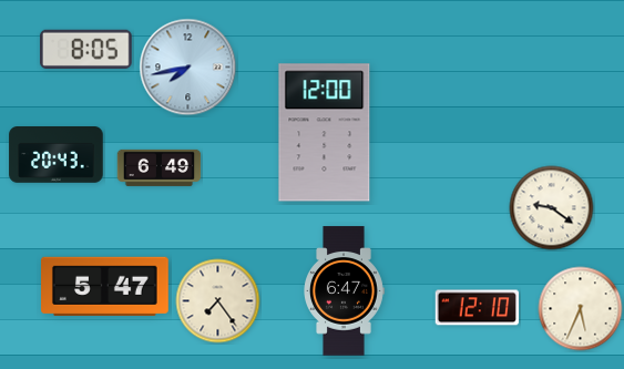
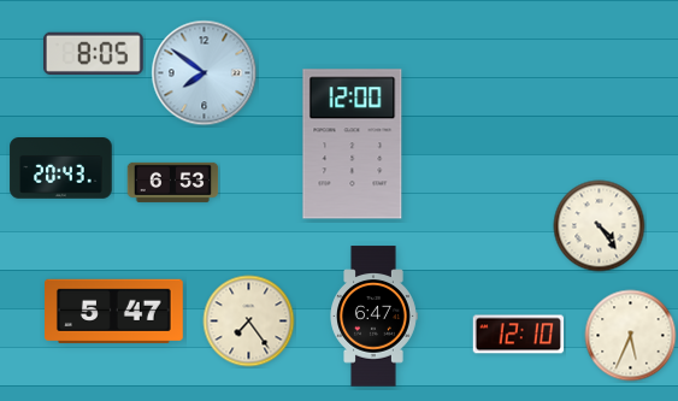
clock at (188, 68): 7:43 -> 7:51
clock at (160, 167): 6:49 -> 6:53
clock at (552, 208): 9:21 -> 4:24
clock at (218, 301) position: (218, 301) -> (249, 322)
